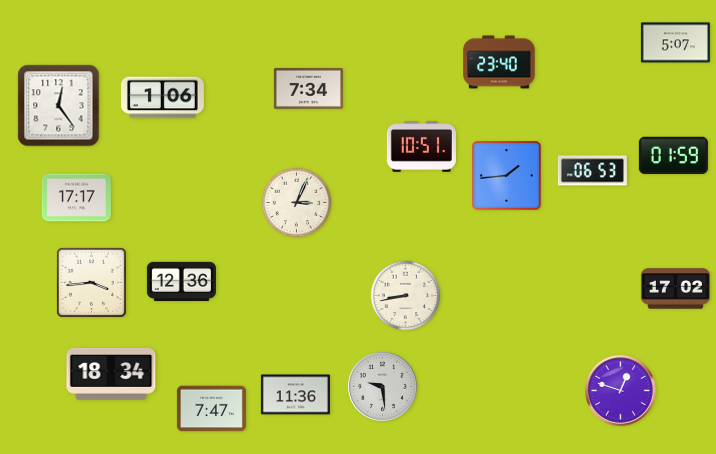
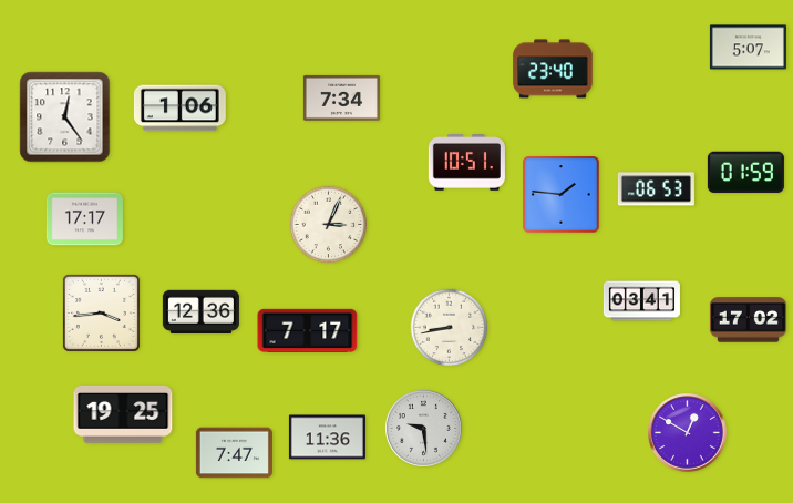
clock at (507, 176): 1:44 -> 1:46
clock at (641, 301): none -> 03:41
clock at (308, 330): none -> 7:17
clock at (111, 374): 18:34 -> 19:25
clock at (621, 391): 12:48 -> 12:50
